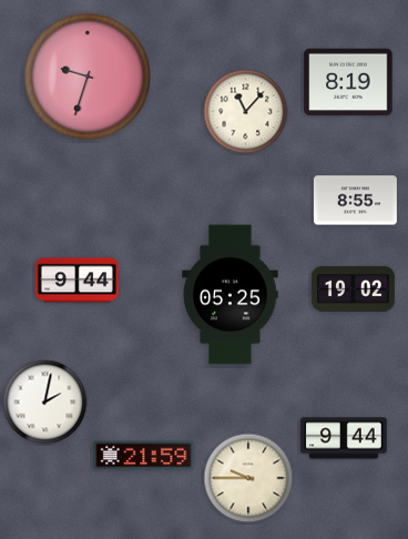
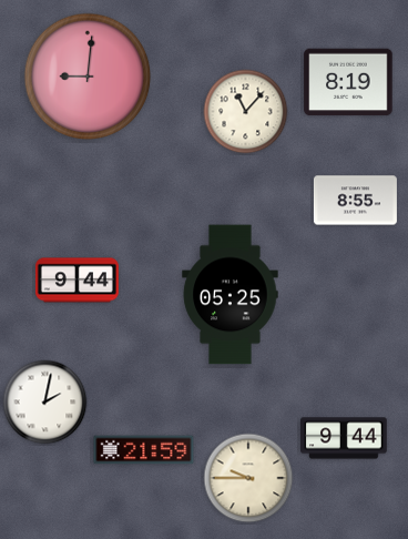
clock at (88, 77): 9:33 -> 9:01
clock at (353, 289): 19:02 -> none
clock at (144, 456) position: (144, 456) -> (144, 450)
